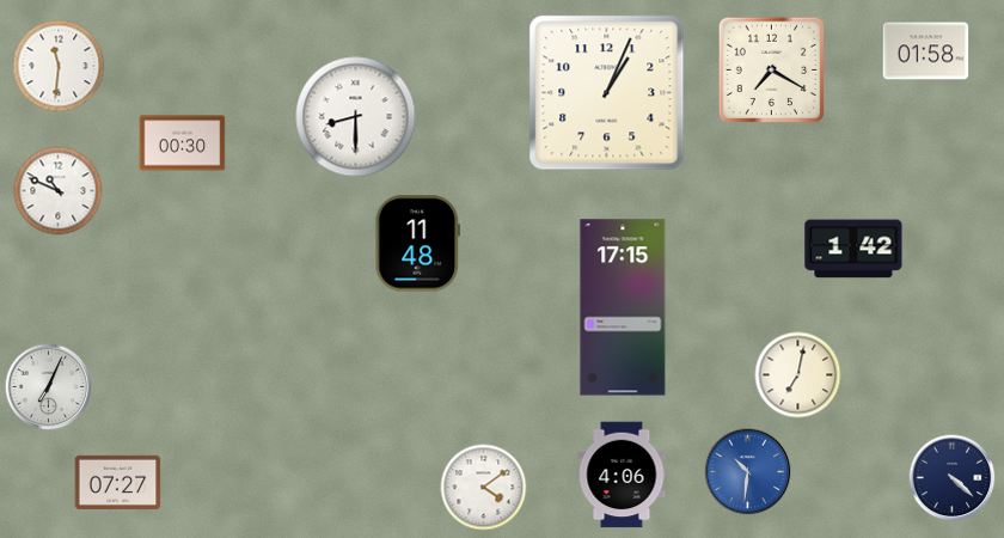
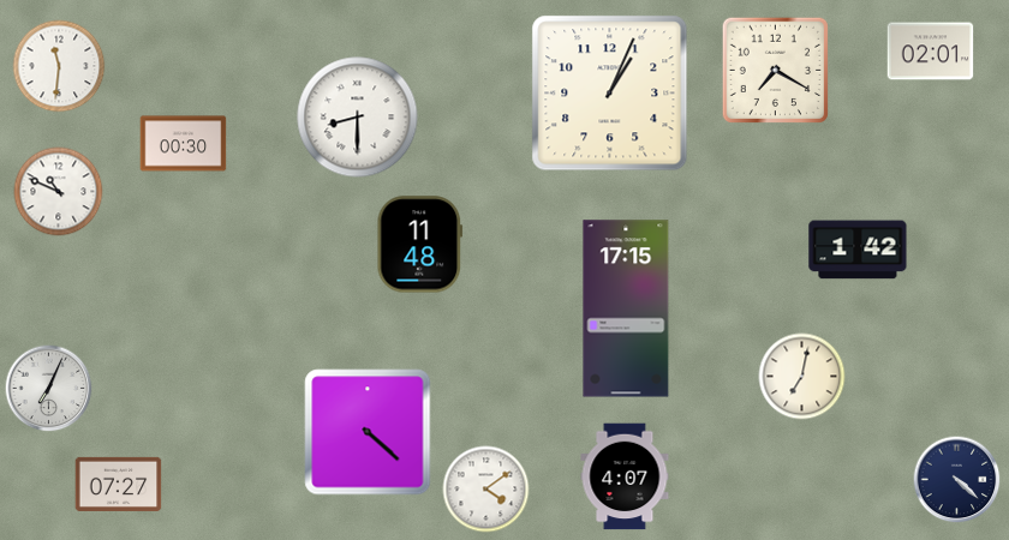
clock at (926, 51): 01:58 -> 02:01
clock at (368, 432): none -> 4:22
clock at (748, 472): 10:31 -> none
clock at (622, 475): 4:06 -> 4:07
